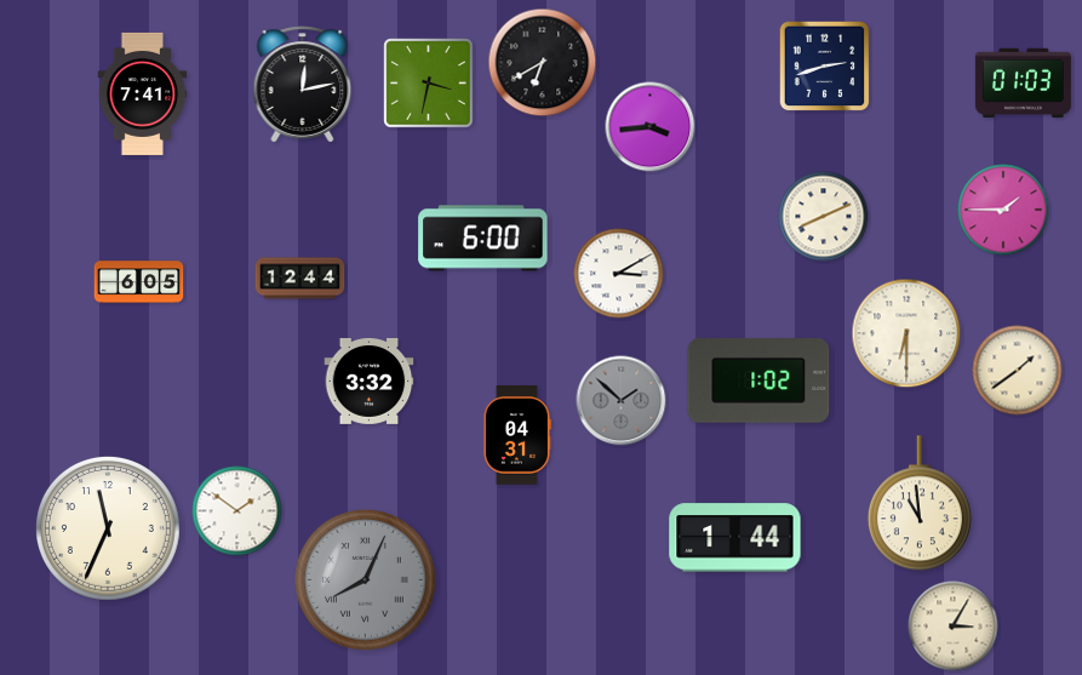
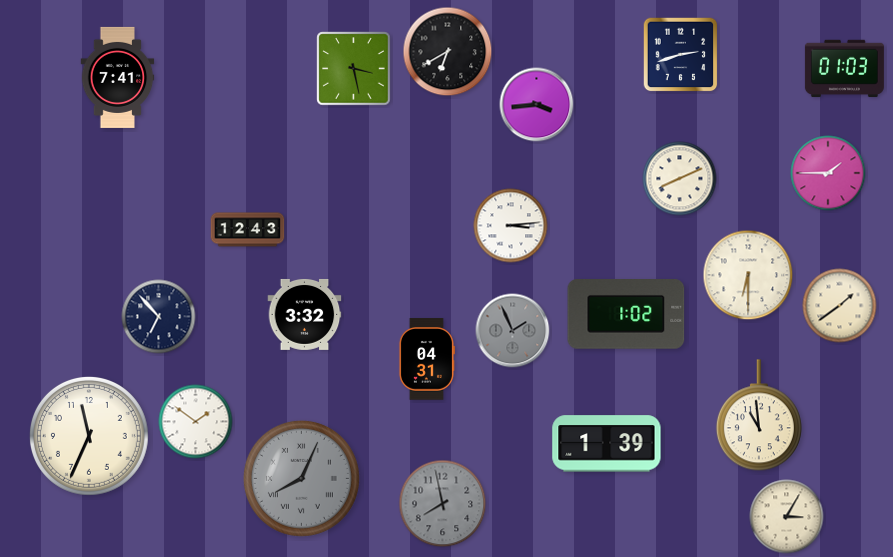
clock at (429, 84): 3:32 -> 3:28
clock at (303, 85): 12:13 -> none
clock at (483, 239): 6:00 -> none
clock at (619, 274): 3:10 -> 3:14
clock at (300, 279): 12:44 -> 12:43
clock at (139, 282): 6:05 -> none
clock at (159, 317): none -> 6:53
clock at (622, 401): 1:52 -> 1:56
clock at (735, 538): 1:44 -> 1:39
clock at (443, 504): none -> 7:58
